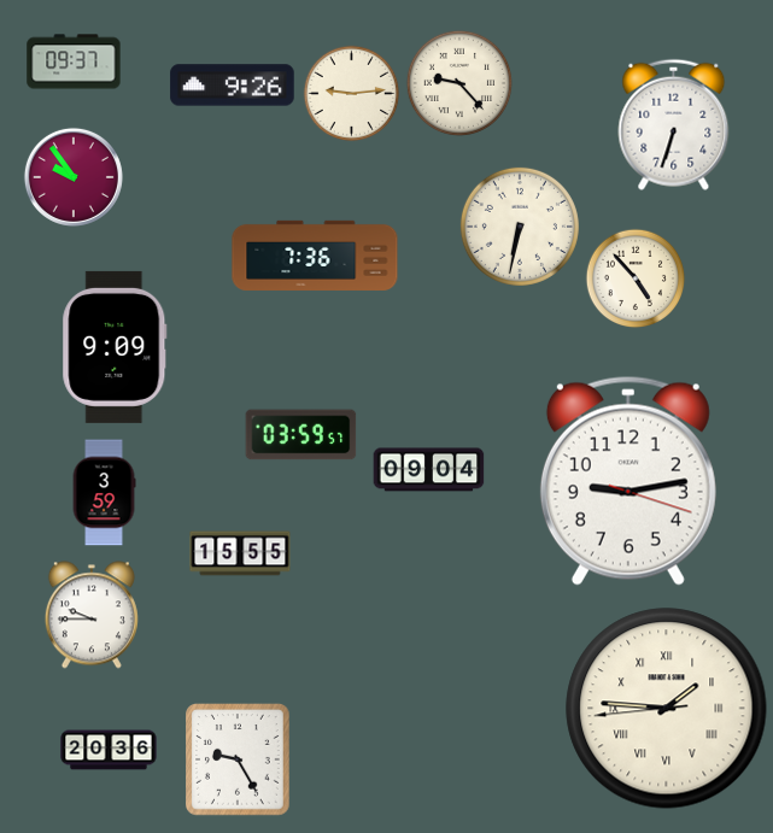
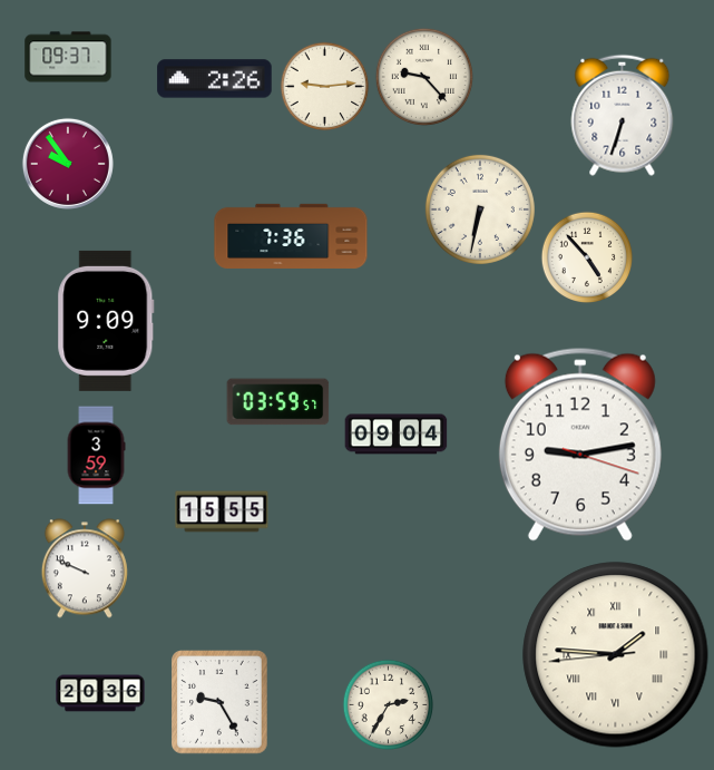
clock at (233, 86): 9:26 -> 2:26
clock at (92, 615): 9:45 -> 9:49
clock at (389, 705): none -> 2:35
